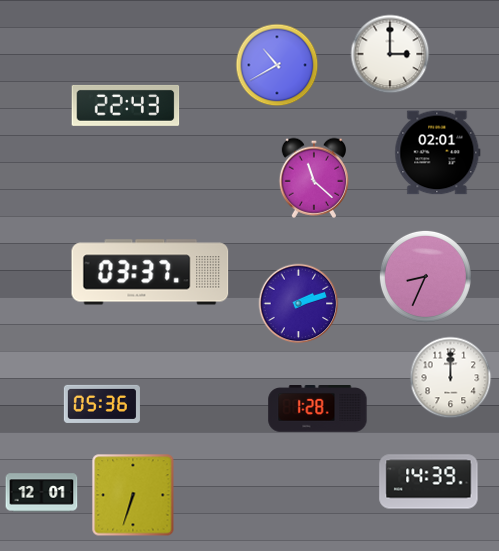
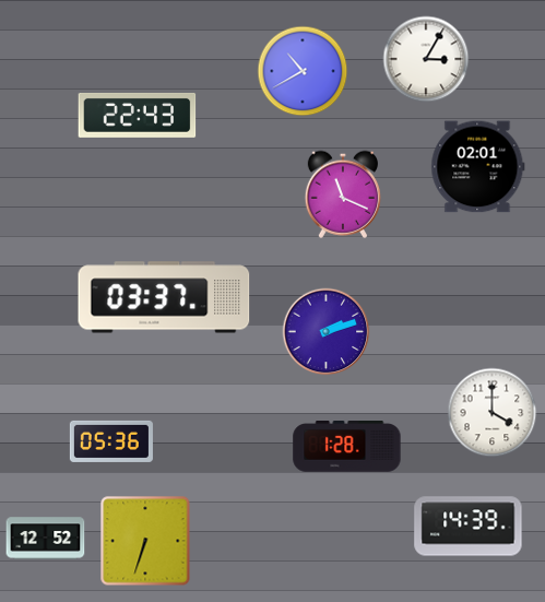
clock at (390, 54): 3:00 -> 3:05
clock at (313, 178): 11:22 -> 11:19
clock at (425, 276): 8:34 -> none
clock at (451, 378): 12:00 -> 4:00
clock at (42, 493): 12:01 -> 12:52
